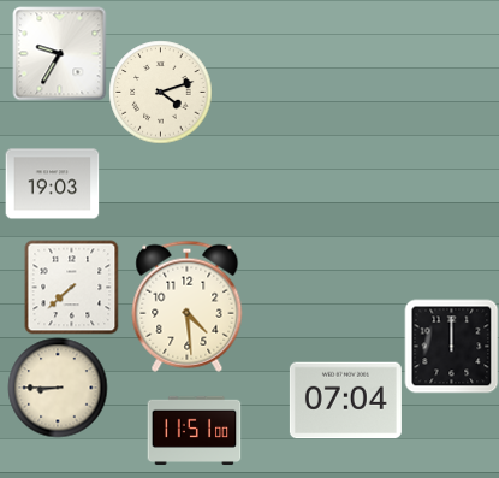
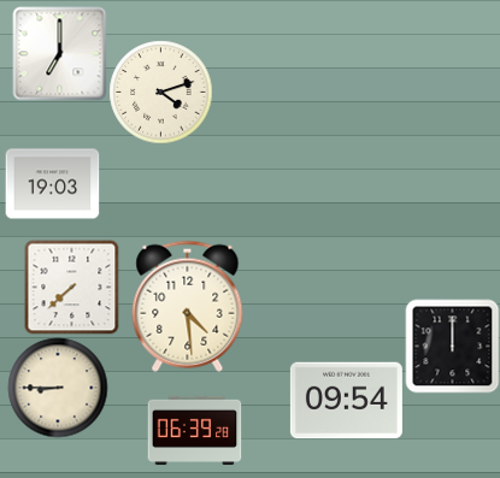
clock at (59, 53): 9:35 -> 7:00
clock at (345, 401): 07:04 -> 09:54
clock at (194, 431): 11:51 -> 06:39
